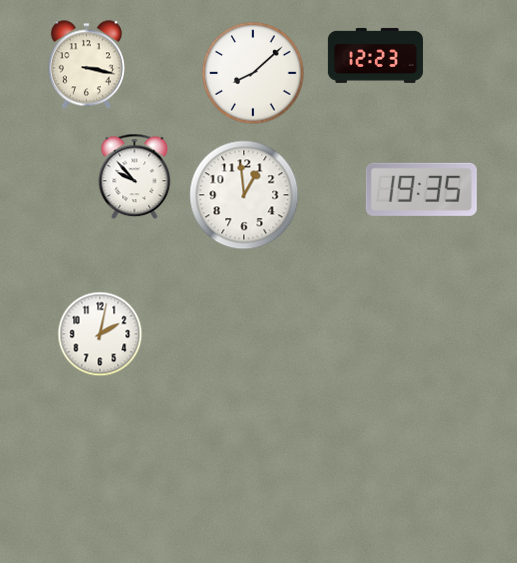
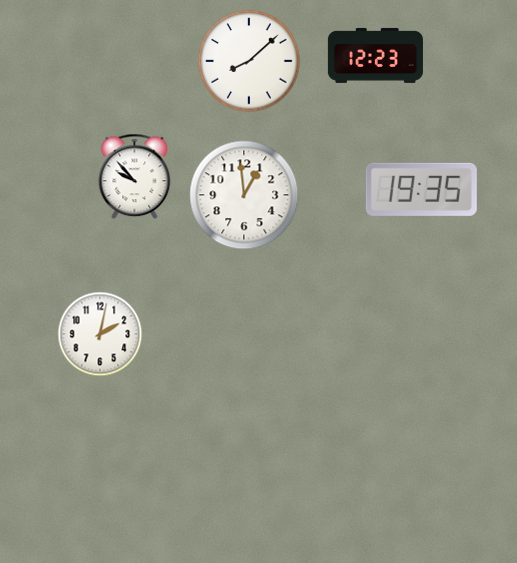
clock at (86, 65): 3:17 -> none
clock at (253, 73) position: (253, 73) -> (249, 61)
